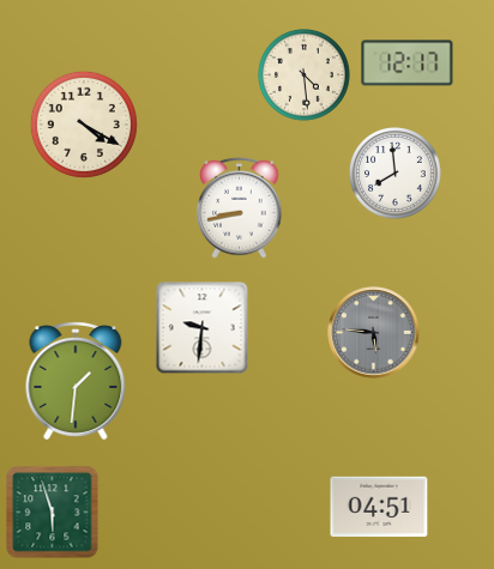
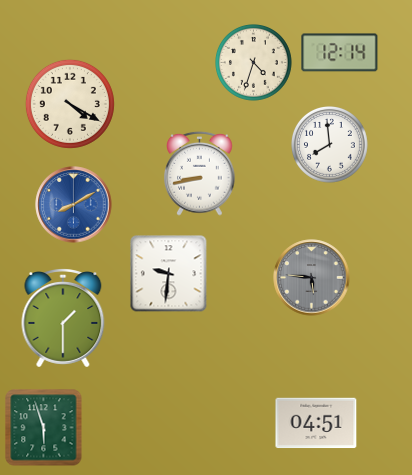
clock at (408, 63): 12:17 -> 12:14
clock at (305, 75): 4:29 -> 4:33
clock at (74, 205): none -> 8:10
clock at (76, 382): 1:31 -> 1:30
